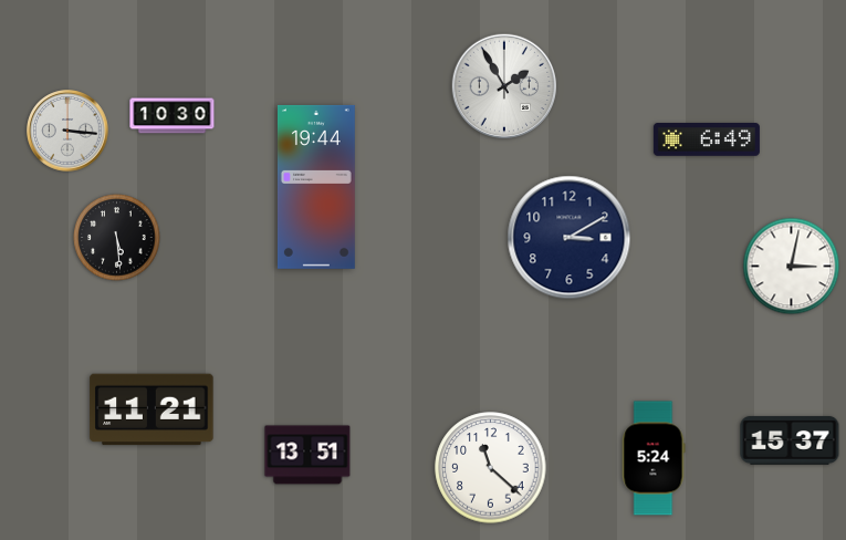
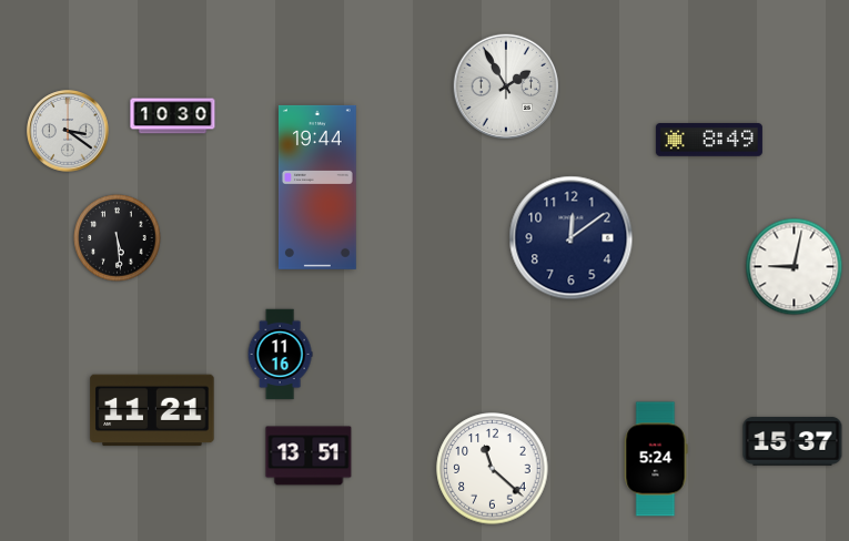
clock at (67, 131): 3:16 -> 3:21
clock at (707, 139): 6:49 -> 8:49
clock at (570, 238): 3:10 -> 12:09
clock at (792, 267): 3:02 -> 9:02
clock at (280, 355): none -> 11:16
